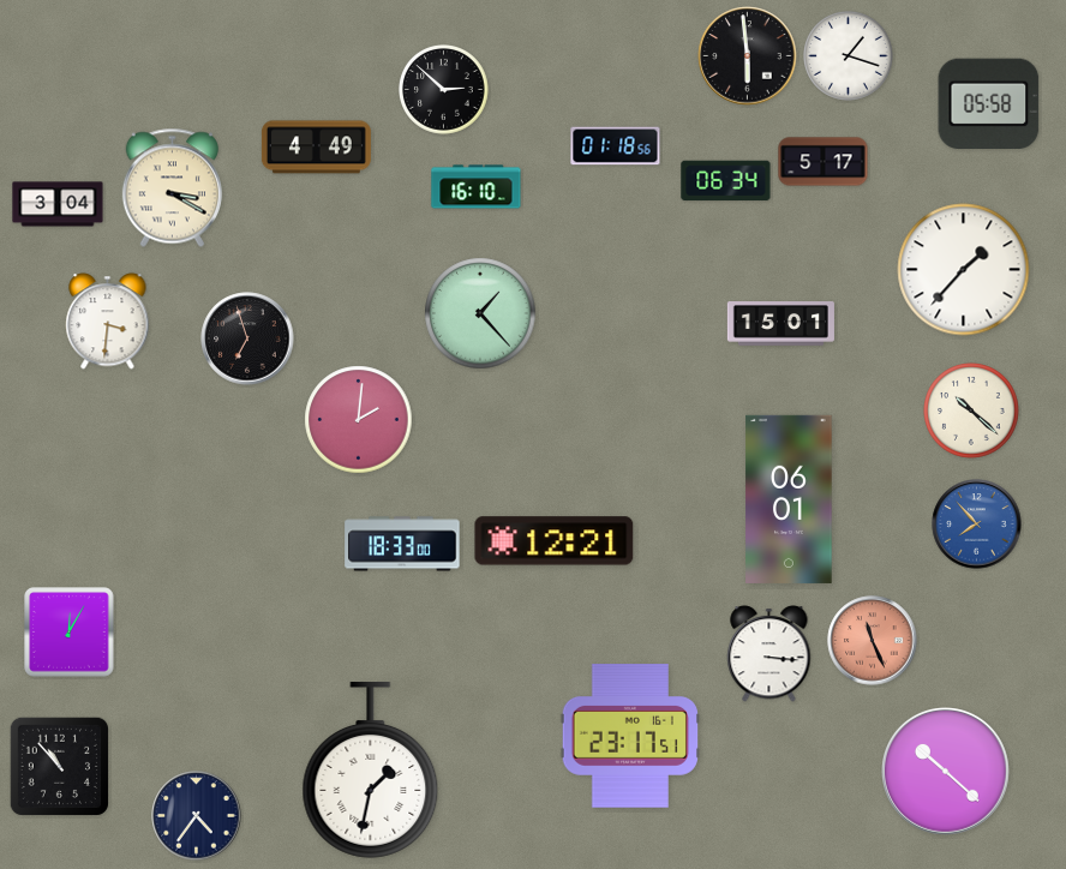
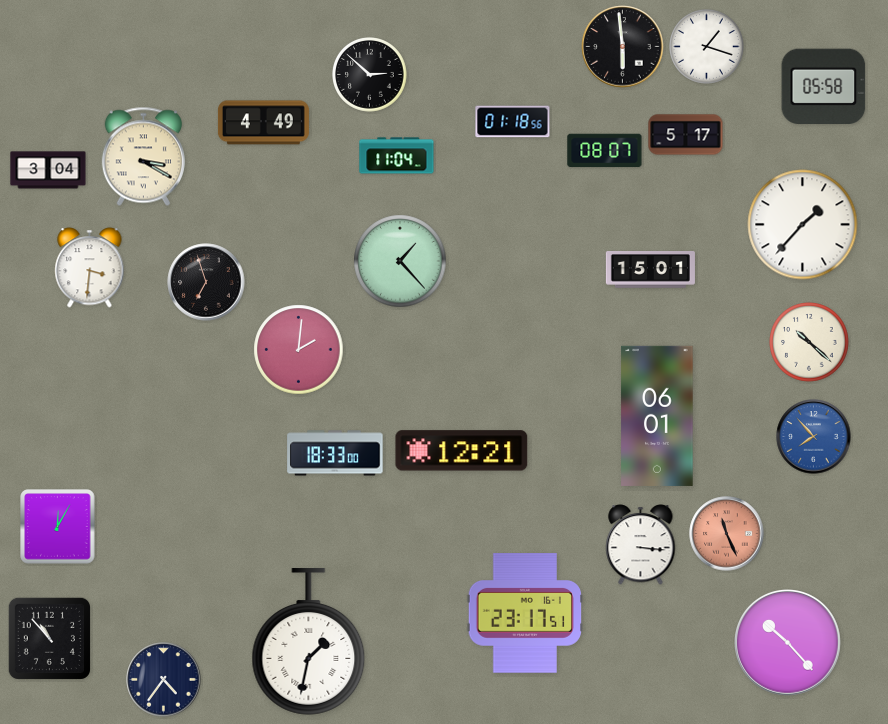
clock at (726, 181): 06:34 -> 08:07
clock at (477, 187): 16:10 -> 11:04
clock at (946, 772): 10:22 -> 10:23
